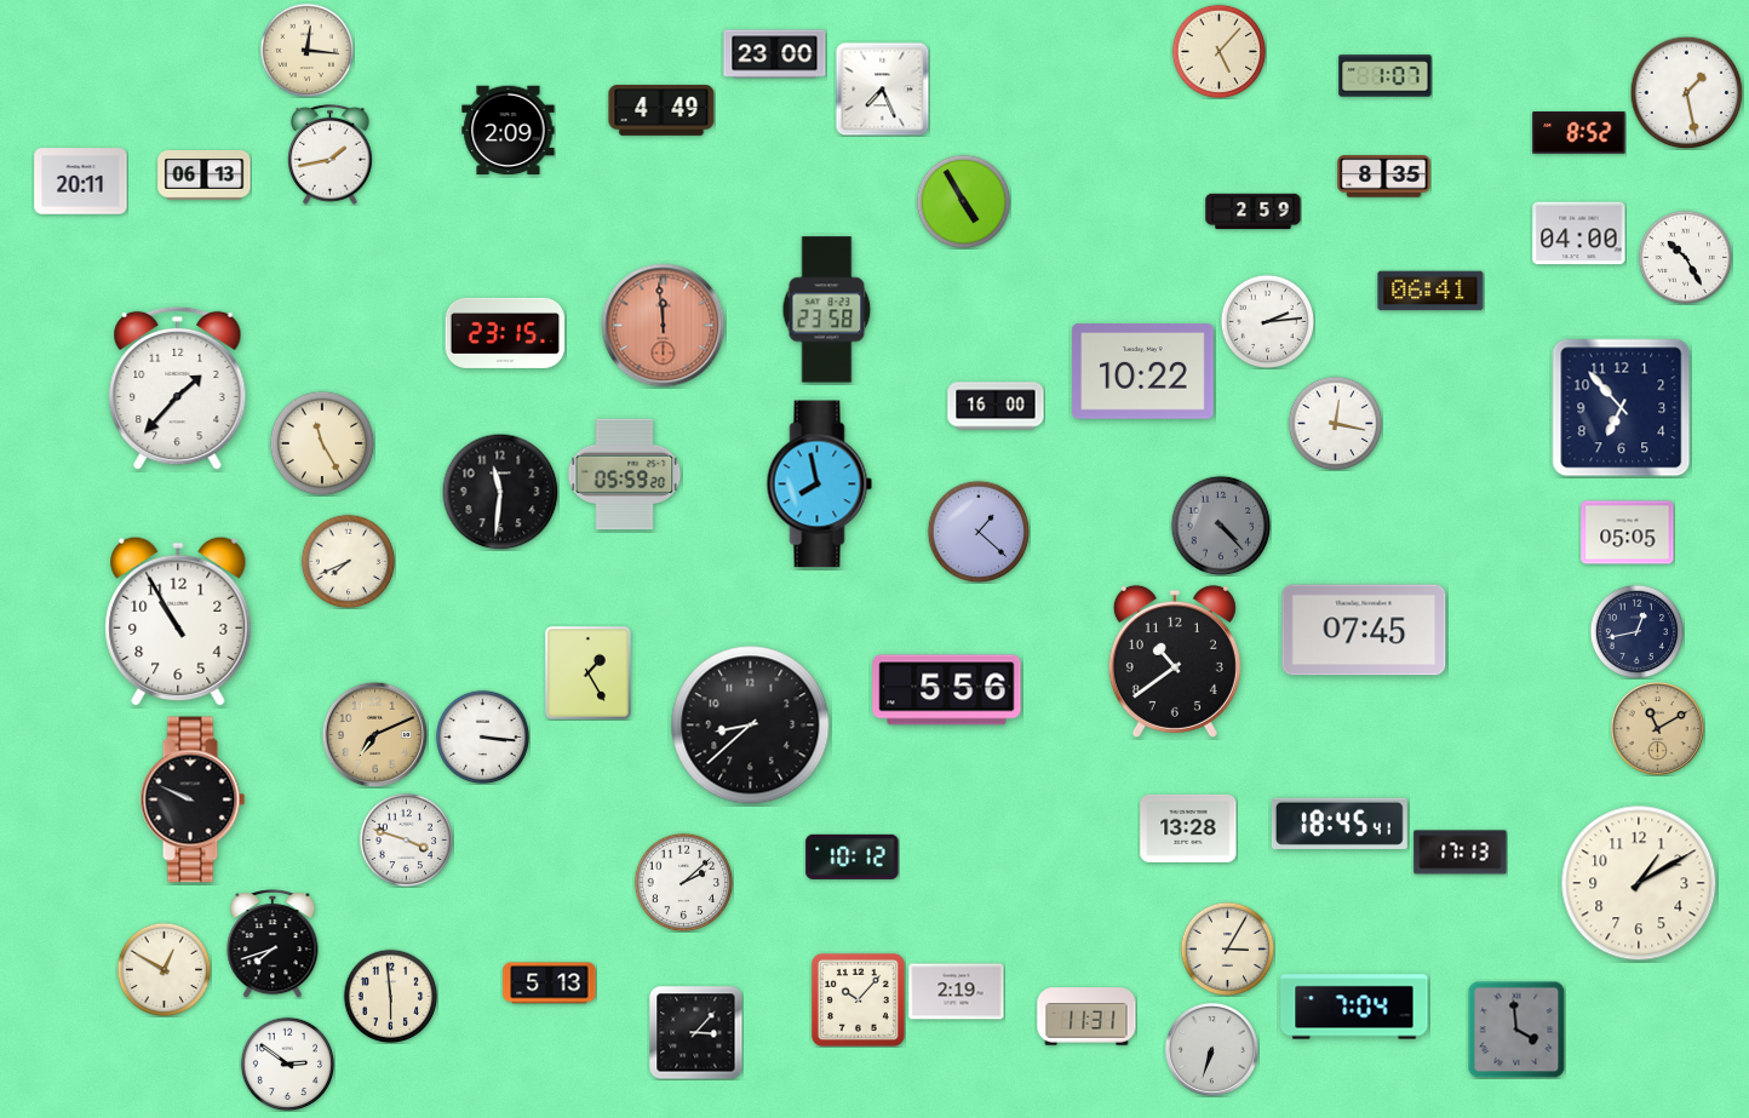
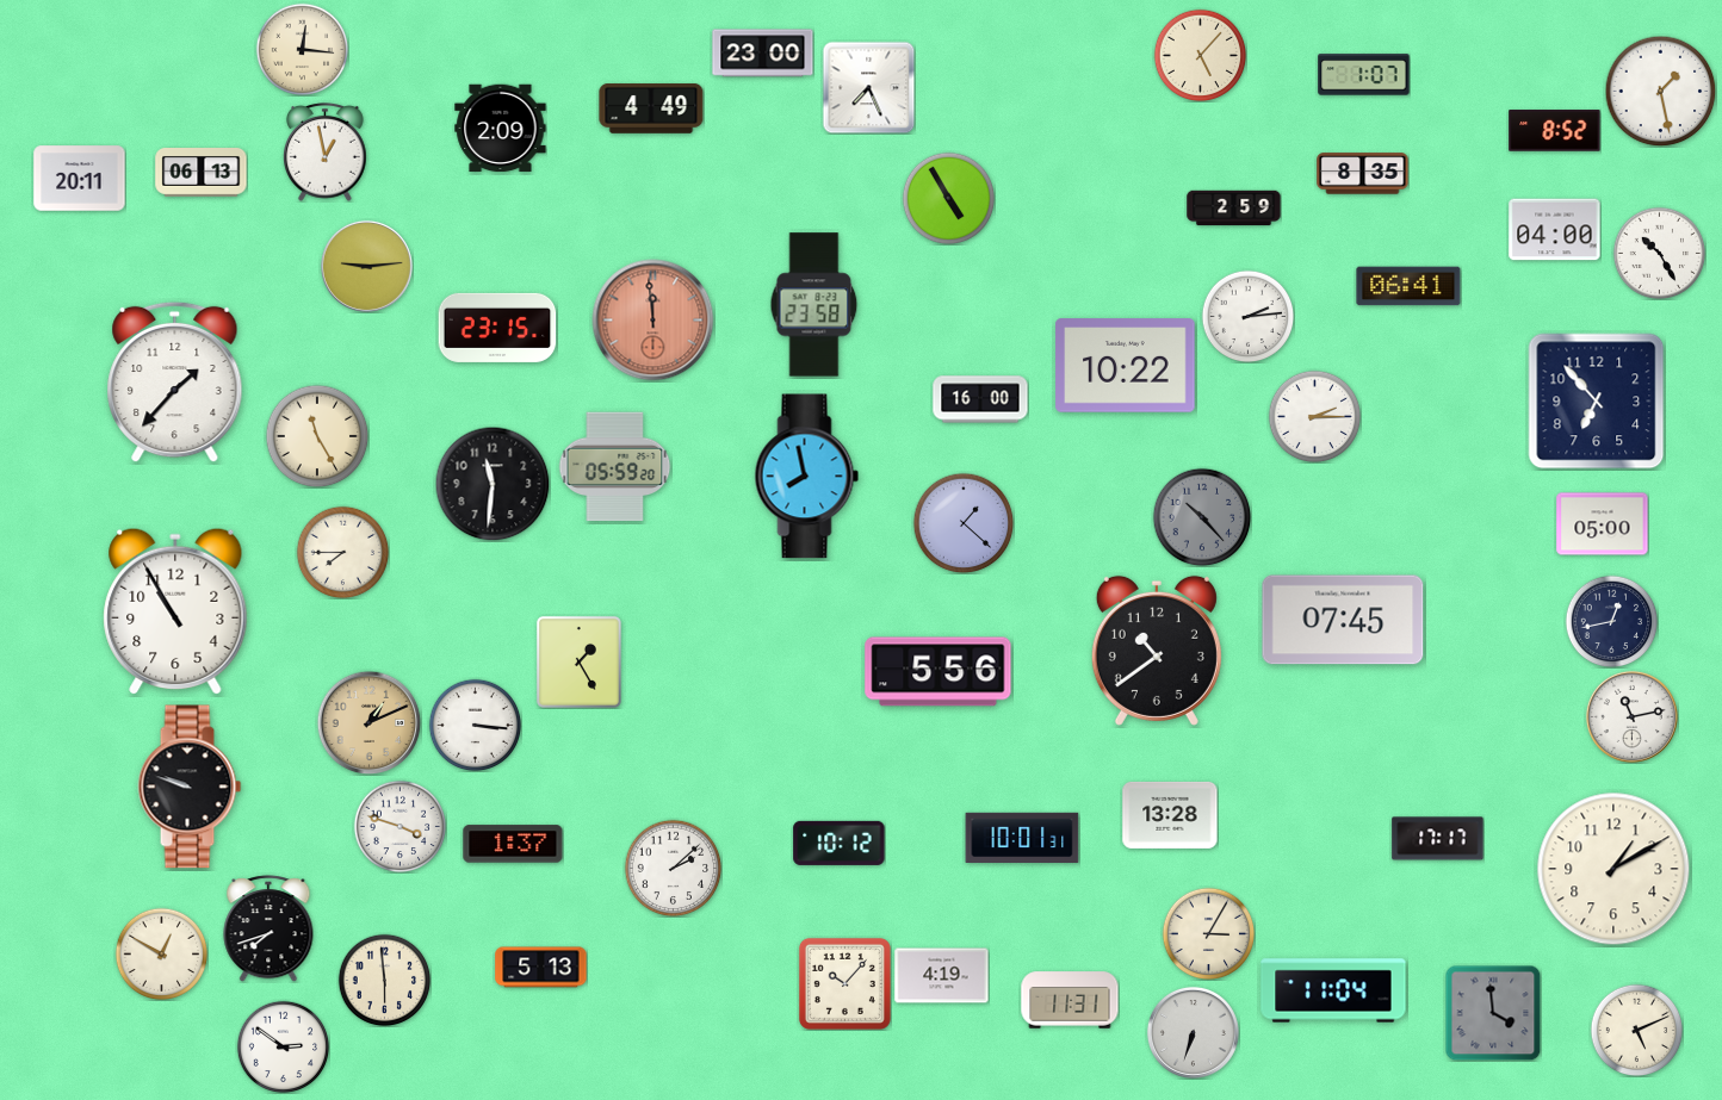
clock at (1218, 51) position: (1218, 51) -> (1200, 55)
clock at (331, 154): 1:43 -> 12:58
clock at (366, 266): none -> 9:14
clock at (1335, 423): 12:17 -> 2:15
clock at (1221, 526): 4:23 -> 10:23
clock at (1628, 533): 05:05 -> 05:00
clock at (348, 561): 7:41 -> 7:45
clock at (947, 690) position: (947, 690) -> (939, 672)
clock at (751, 726): 8:38 -> none
clock at (1657, 728): 11:10 -> 11:13
clock at (1657, 728) dial: champagne -> white
clock at (374, 734): 7:11 -> 1:11
clock at (193, 799): 9:49 -> 9:48
clock at (1340, 824): 18:45 -> none
clock at (1022, 837): none -> 10:01
clock at (1461, 853): 17:13 -> 17:17
clock at (513, 844): none -> 1:37
clock at (957, 992): 2:19 -> 4:19
clock at (1354, 1007): 7:04 -> 11:04
clock at (695, 1032): 3:07 -> none
clock at (1636, 1030): none -> 5:11
